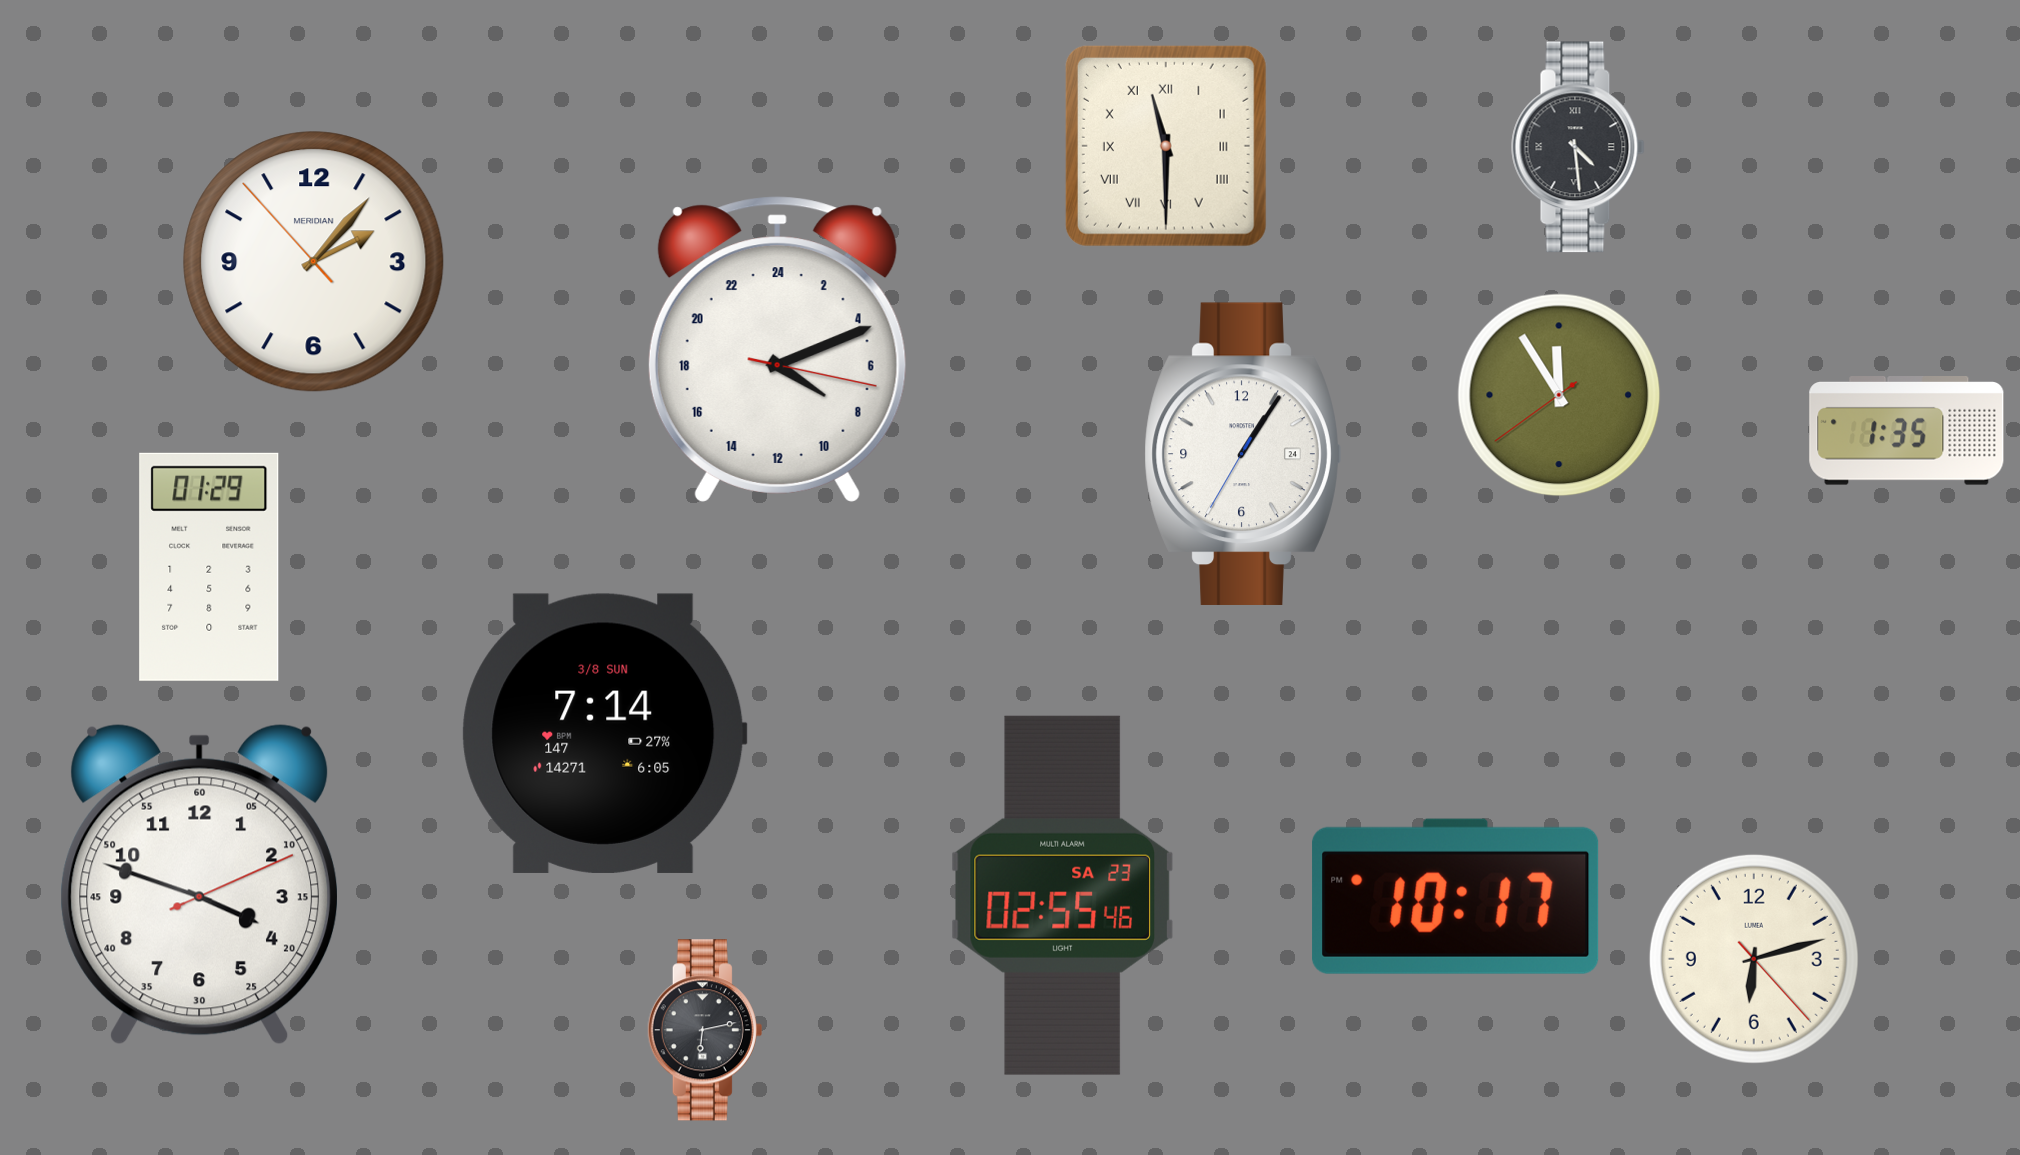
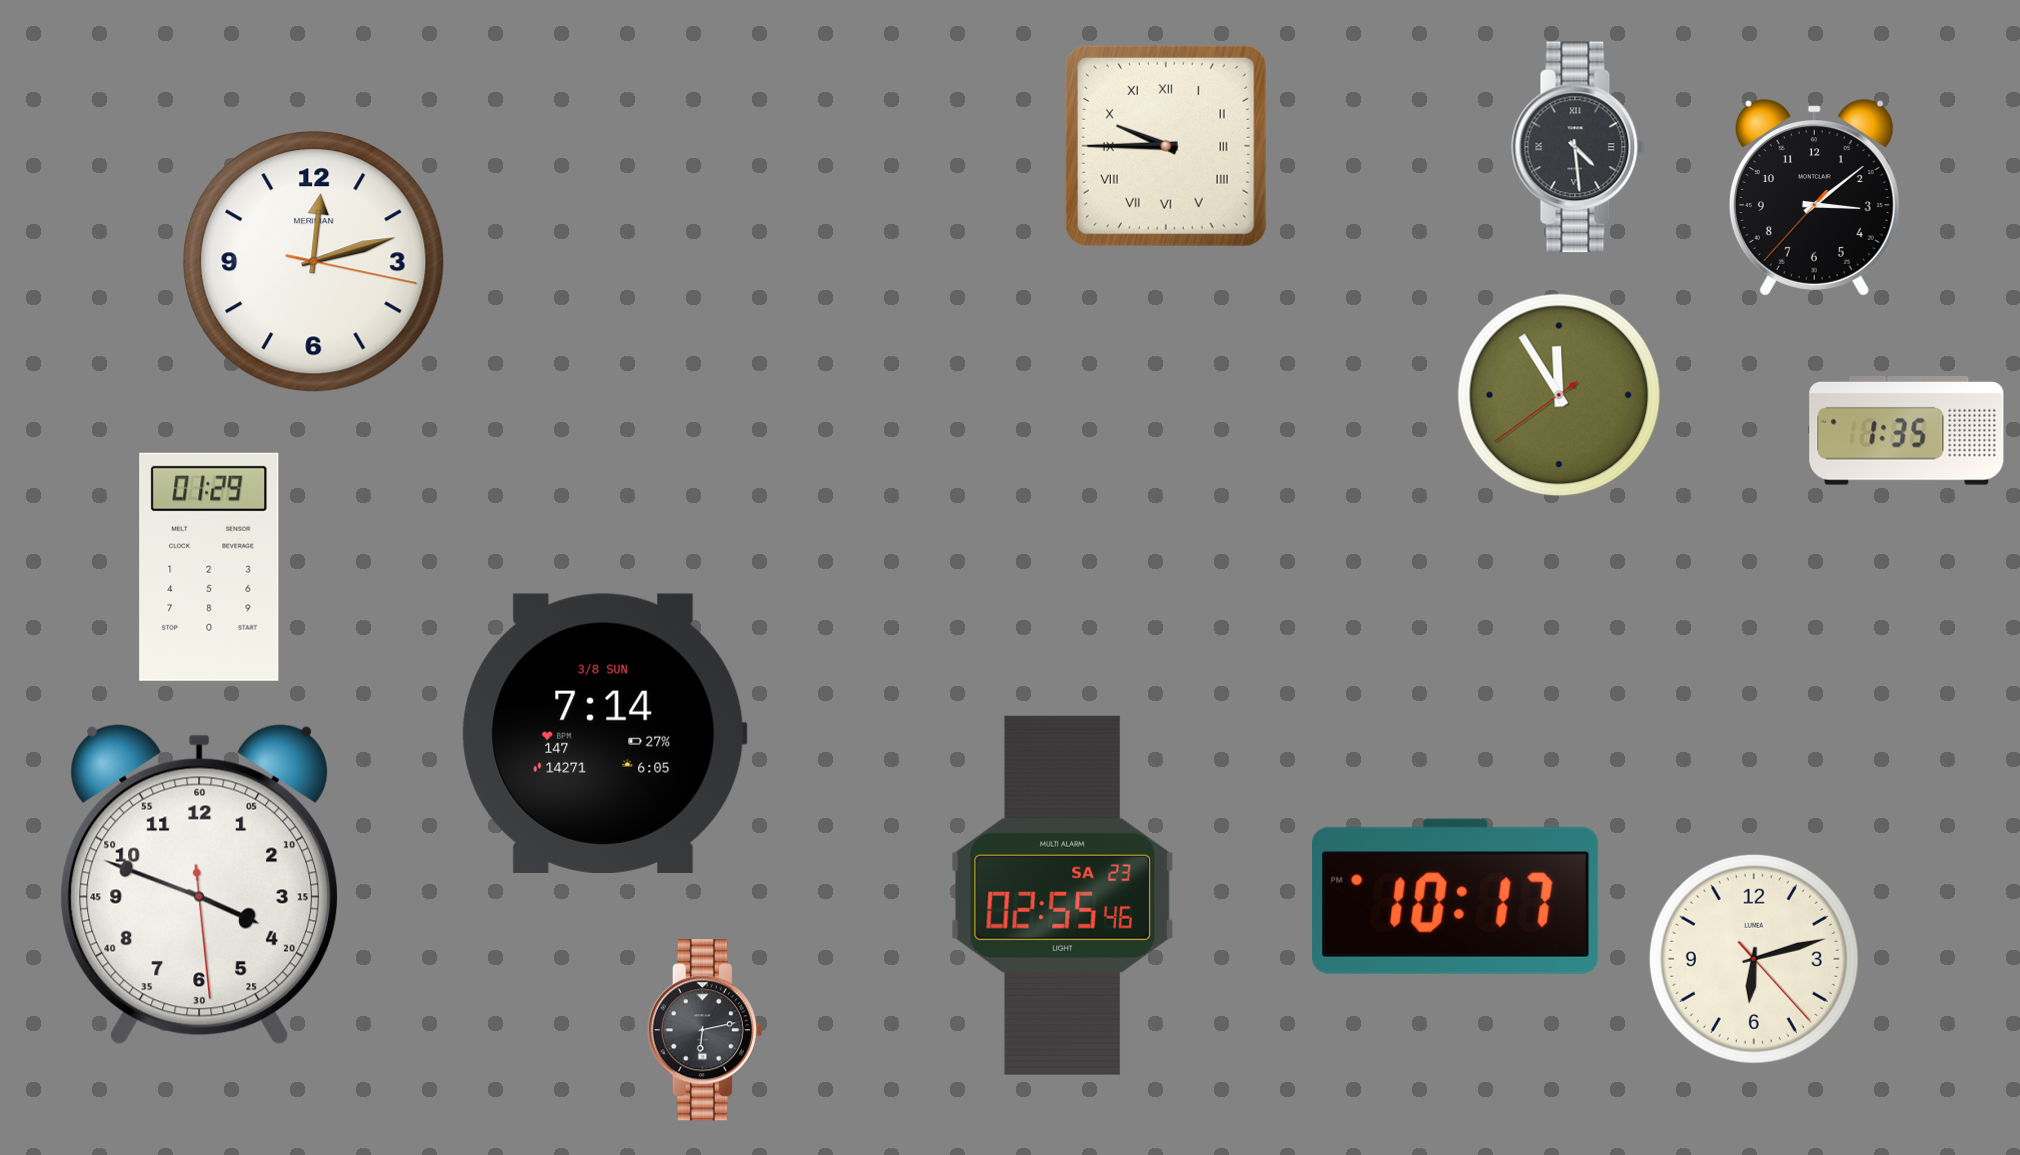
clock at (1166, 146): 11:30 -> 9:45
clock at (1814, 198): none -> 3:08
clock at (314, 262): 2:06 -> 12:12
clock at (777, 349): 8:11 -> none
clock at (1243, 454): 1:05 -> none
clock at (199, 885): 3:48:11 -> 3:48:29
